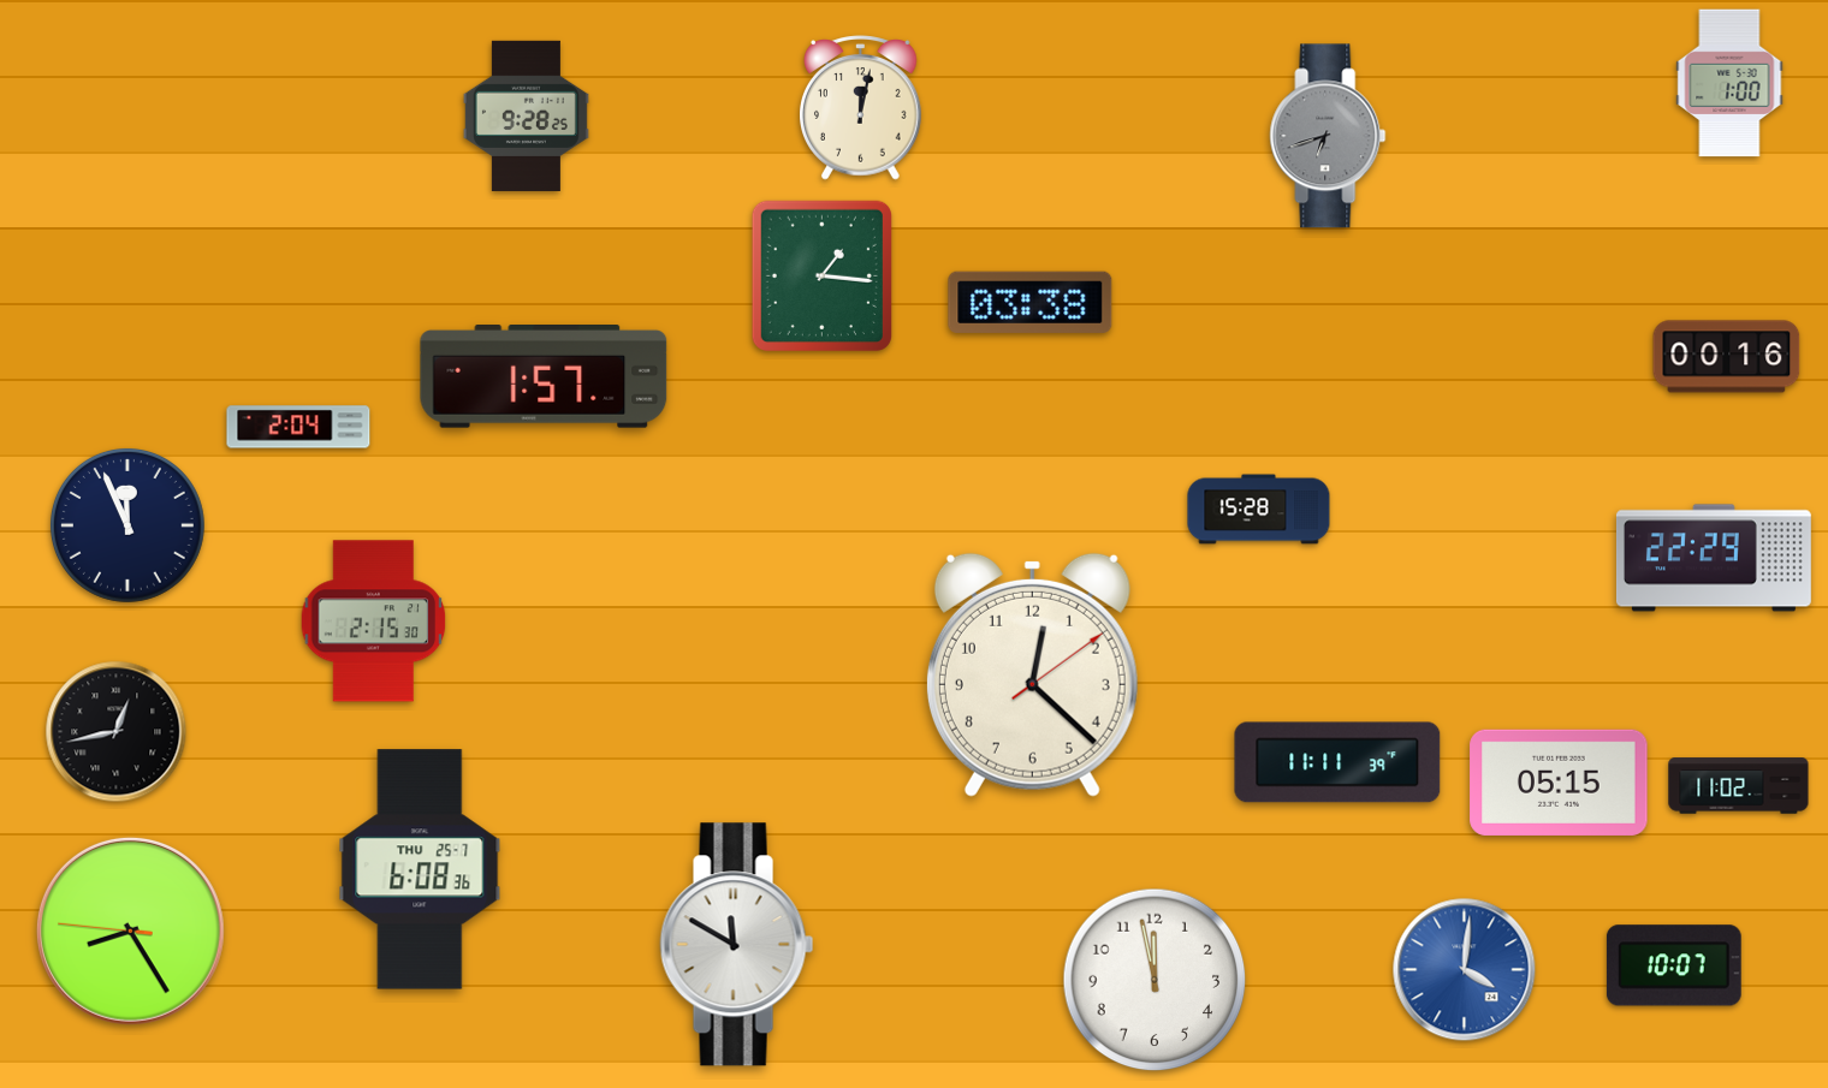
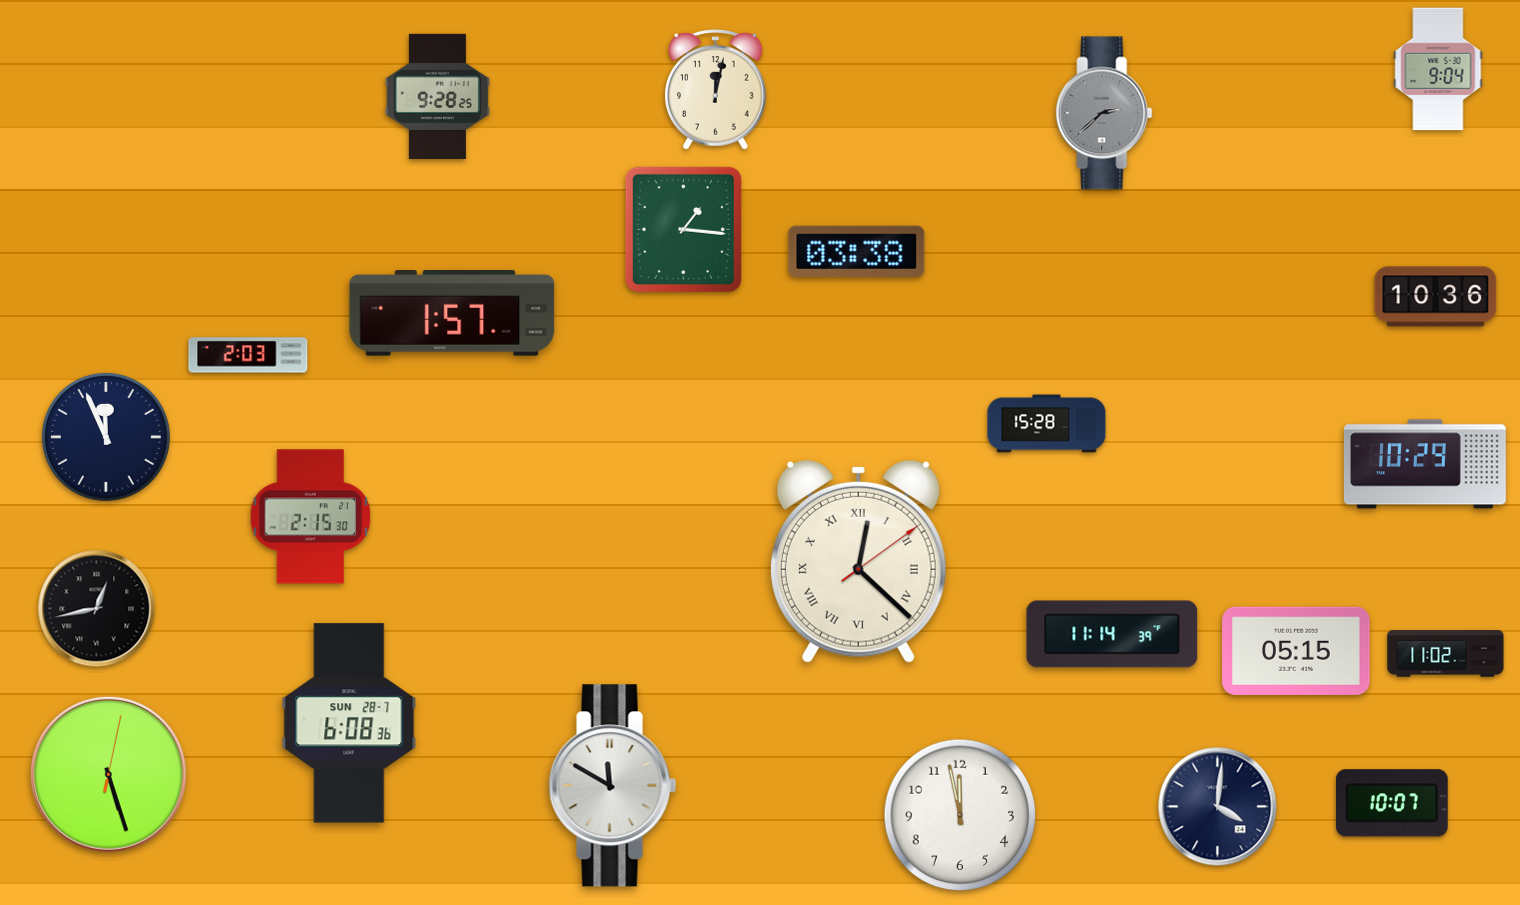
clock at (1729, 83): 1:00 -> 9:04
clock at (1328, 136): 6:42 -> 2:38
clock at (1727, 357): 00:16 -> 10:36
clock at (298, 427): 2:04 -> 2:03
clock at (1714, 558): 22:29 -> 10:29
clock at (1032, 674) numerals: Arabic -> Roman
clock at (1337, 762): 11:11 -> 11:14
clock at (420, 869) date: THU 25-7 -> SUN 28-7
clock at (130, 931): 8:24 -> 5:27
clock at (1465, 970) dial: blue -> navy
